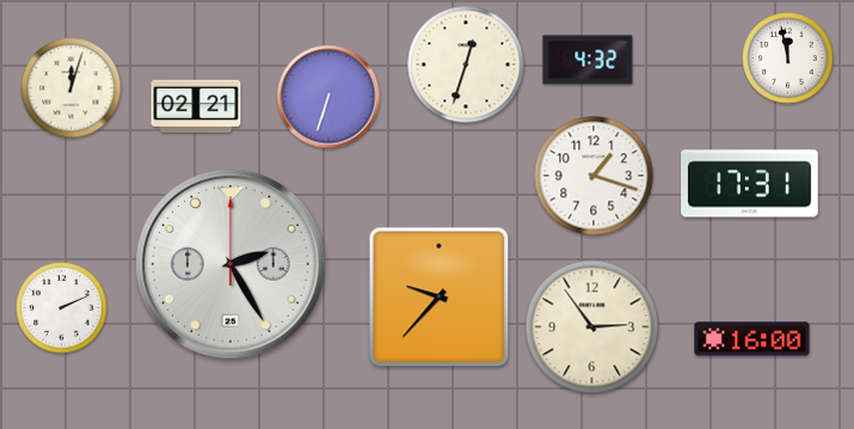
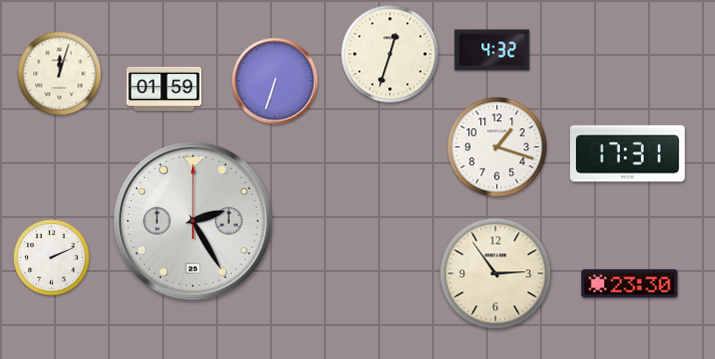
clock at (788, 59): 11:58 -> none
clock at (196, 106): 02:21 -> 01:59
clock at (440, 298): 9:37 -> none
clock at (752, 339): 16:00 -> 23:30
